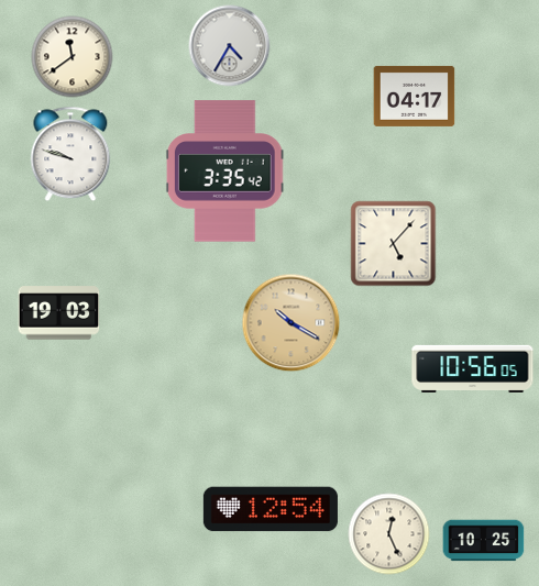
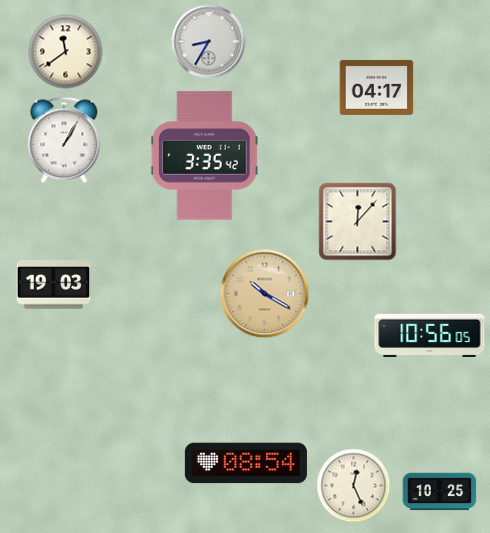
clock at (230, 46): 4:35 -> 8:35
clock at (70, 154): 9:48 -> 1:05
clock at (394, 244): 5:07 -> 12:07
clock at (271, 509): 12:54 -> 08:54
